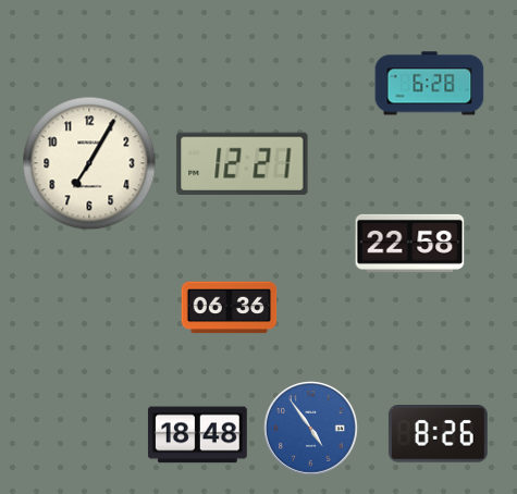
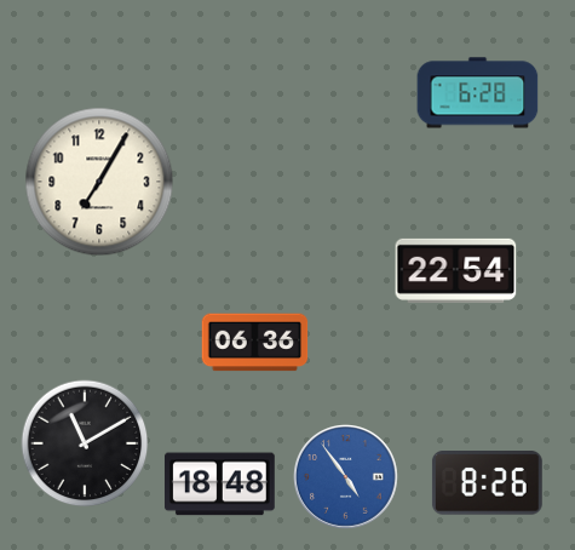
clock at (243, 163): 12:21 -> none
clock at (410, 243): 22:58 -> 22:54
clock at (85, 443): none -> 11:10
